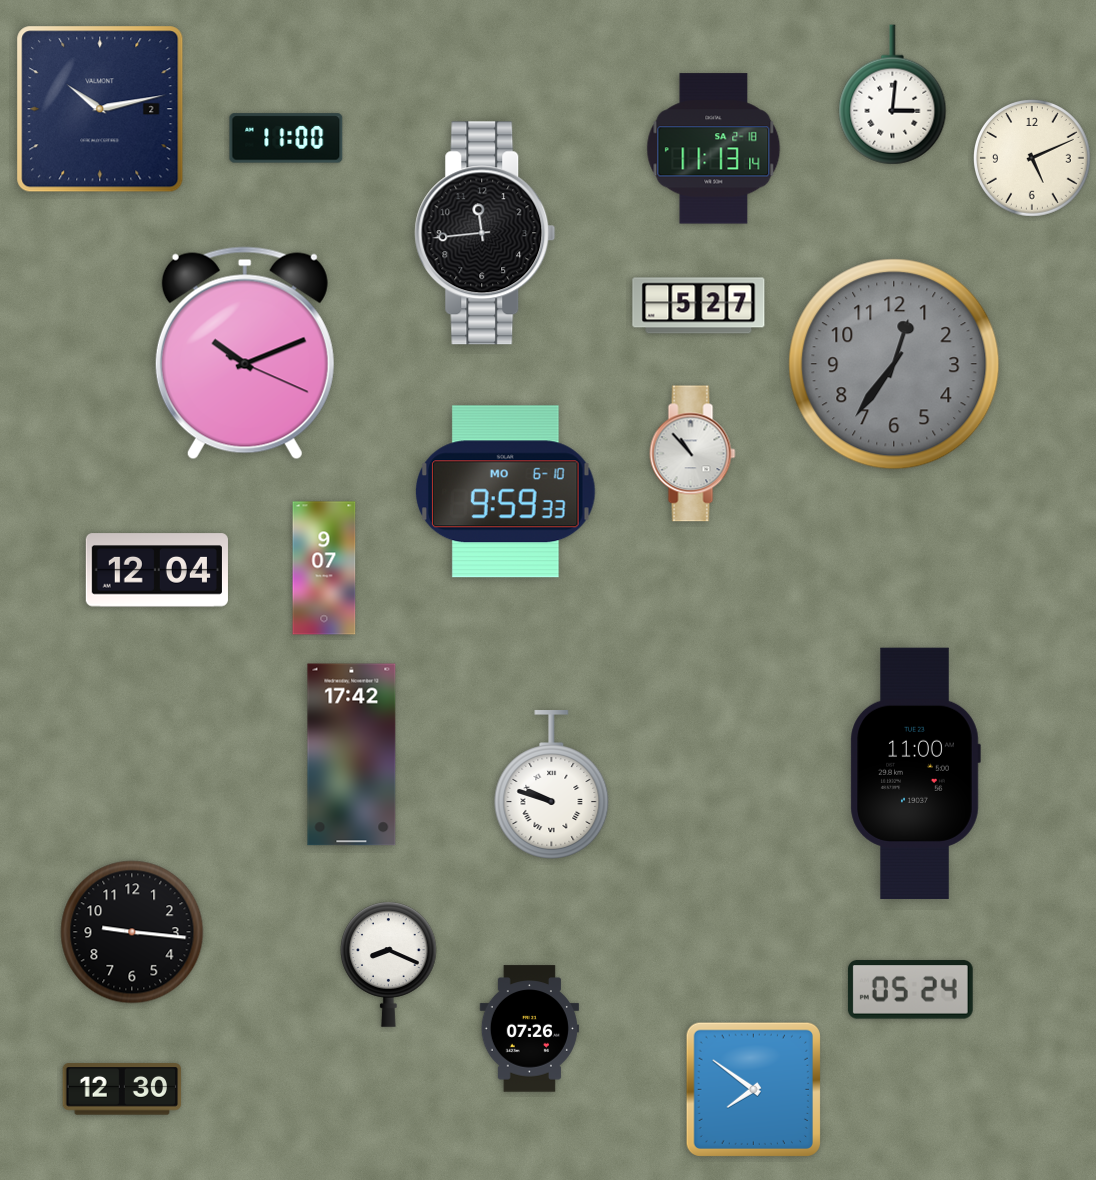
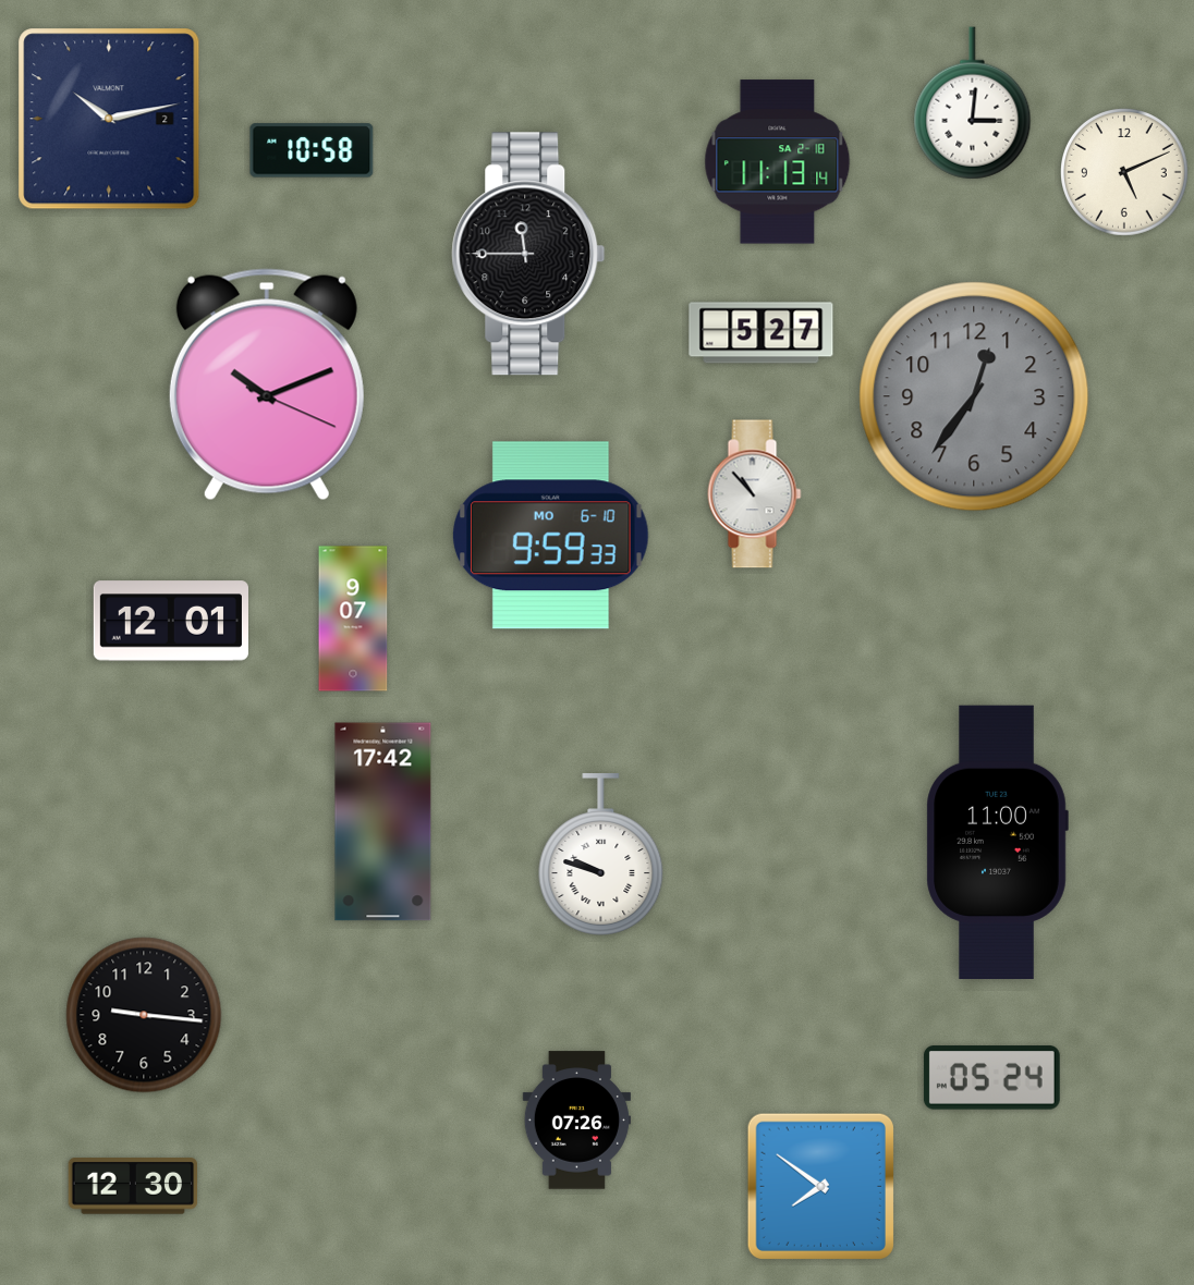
clock at (286, 138): 11:00 -> 10:58
clock at (485, 233): 11:44 -> 11:45
clock at (157, 570): 12:04 -> 12:01
clock at (389, 964): 8:19 -> none
